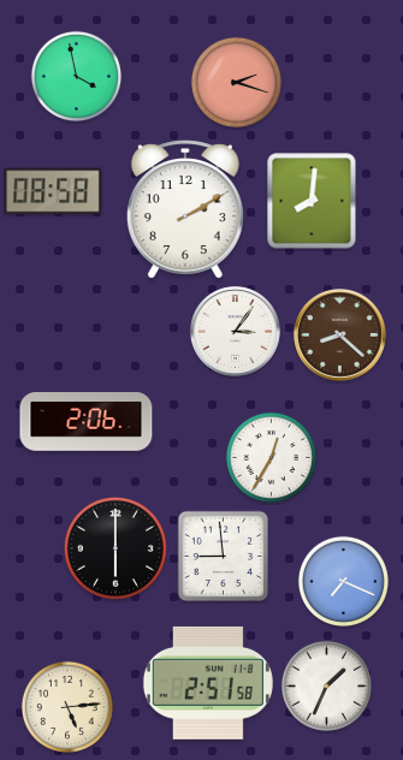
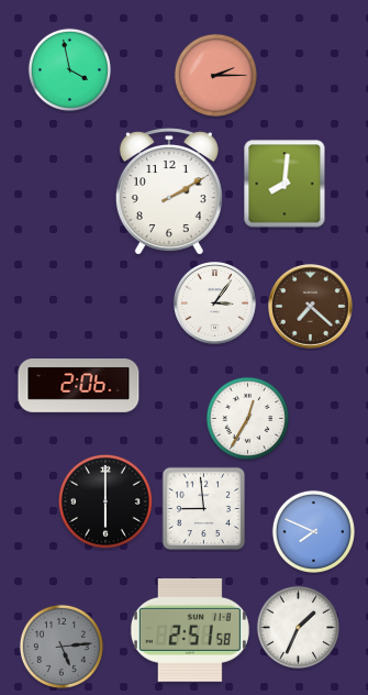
clock at (236, 82): 2:18 -> 2:15
clock at (53, 191): 08:58 -> none
clock at (340, 336): 8:22 -> 7:22
clock at (343, 581): 7:19 -> 7:49
clock at (208, 683) position: (208, 683) -> (190, 630)
clock at (67, 707) dial: cream -> grey
